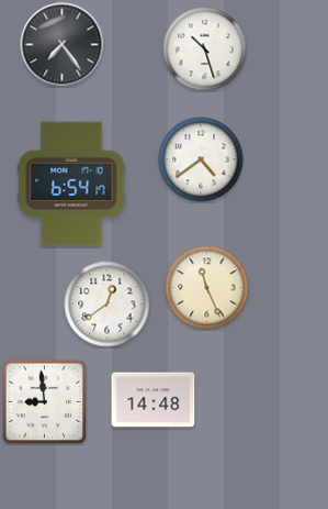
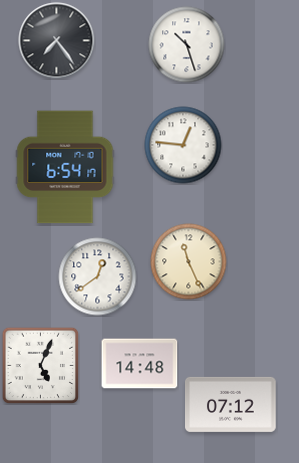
clock at (201, 159): 4:39 -> 12:46
clock at (44, 401): 8:59 -> 5:04
clock at (231, 404): none -> 07:12
